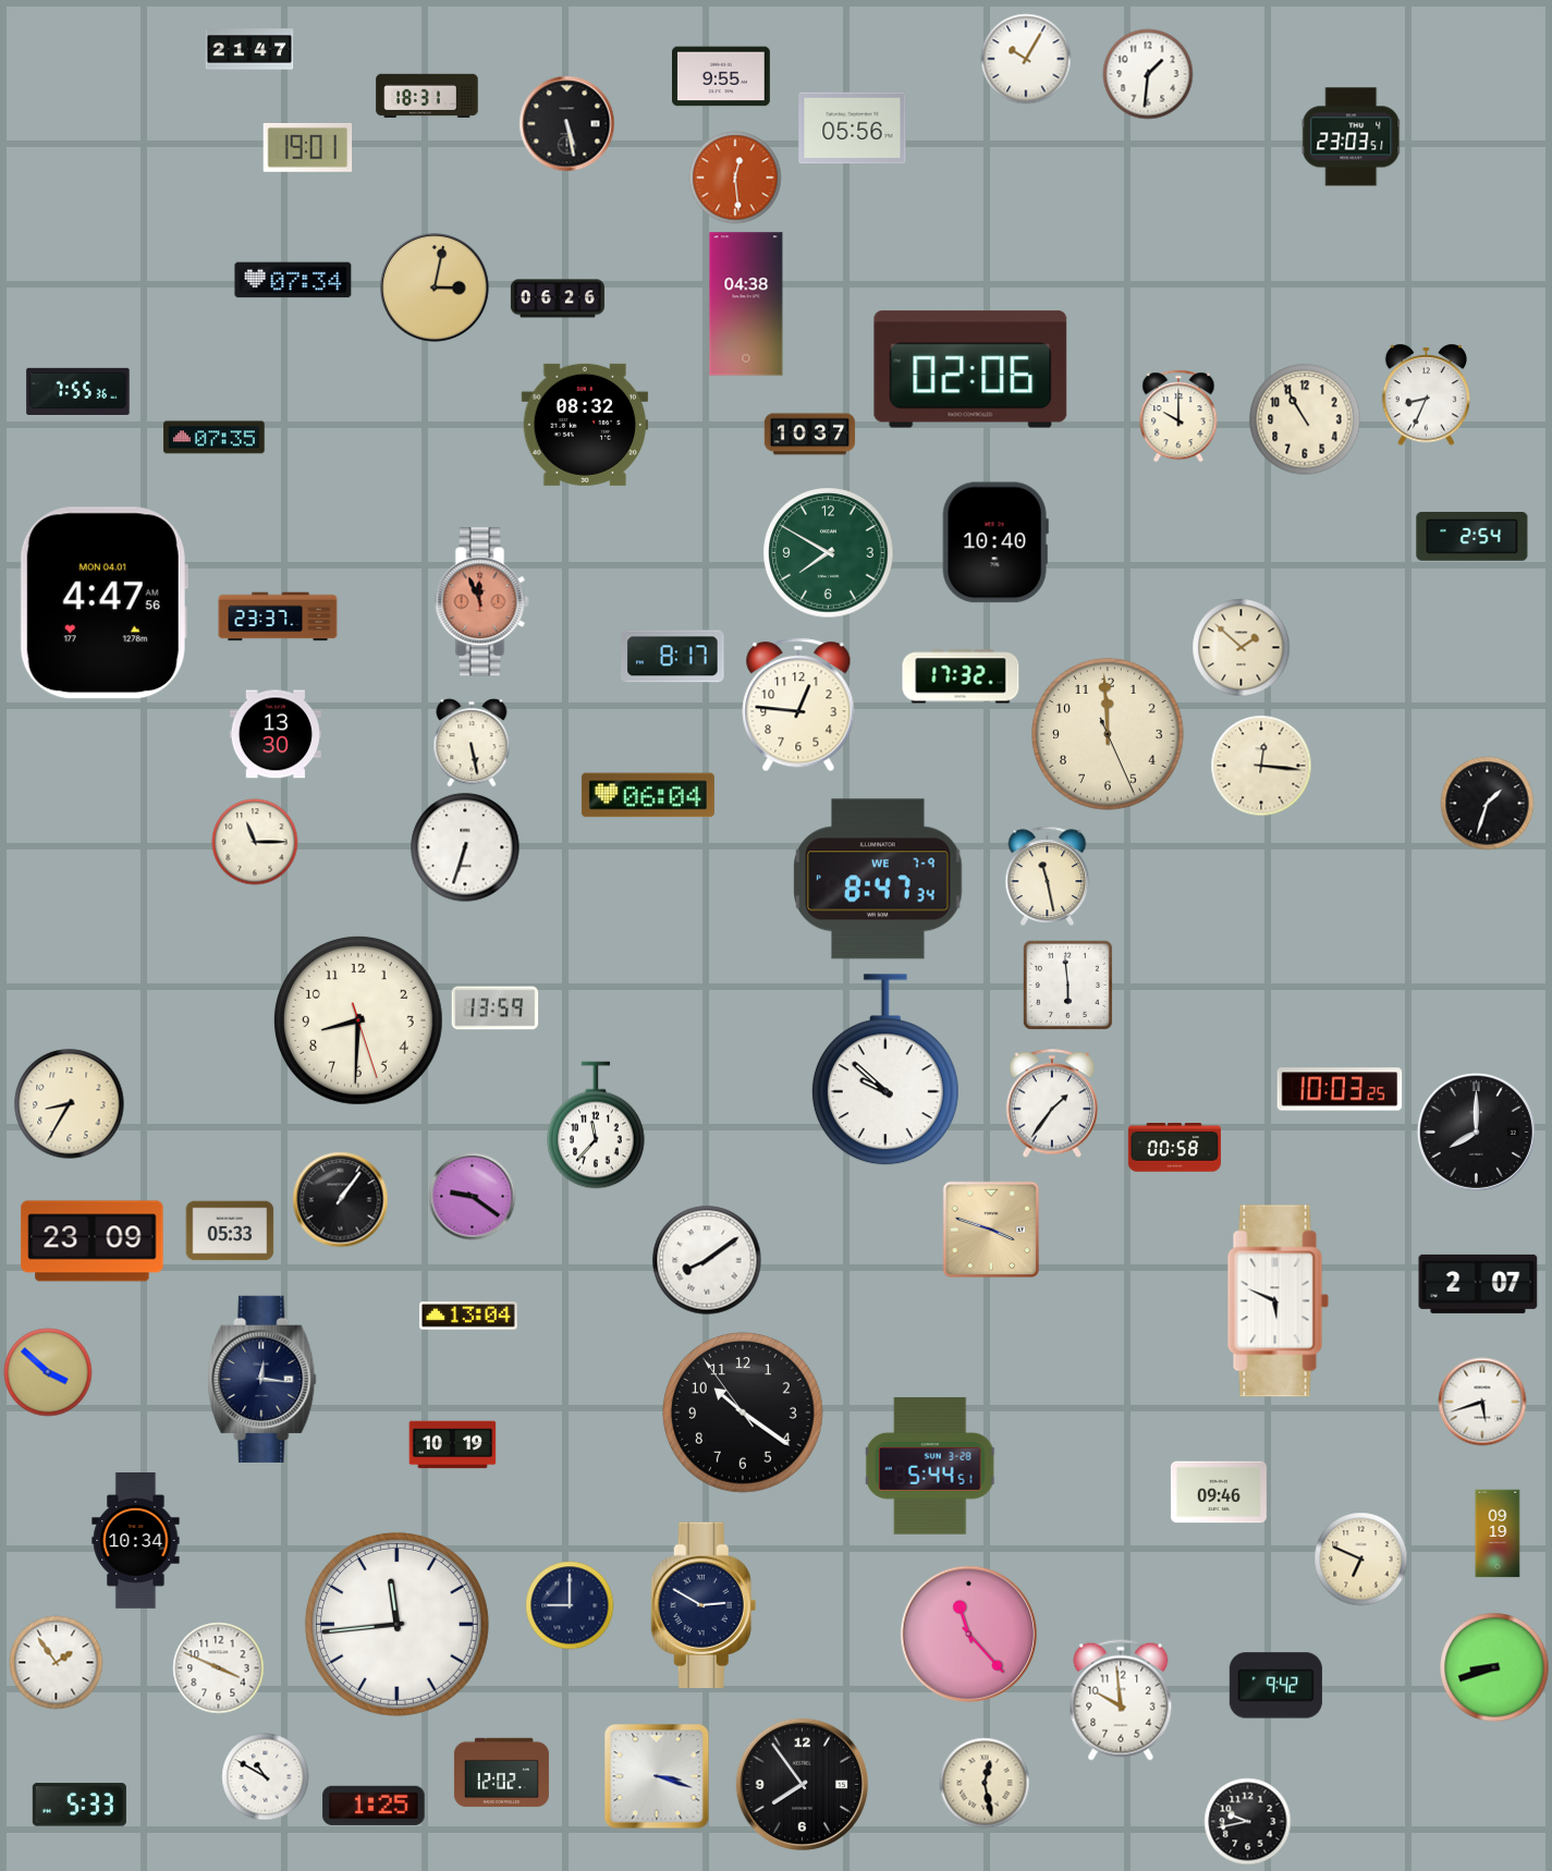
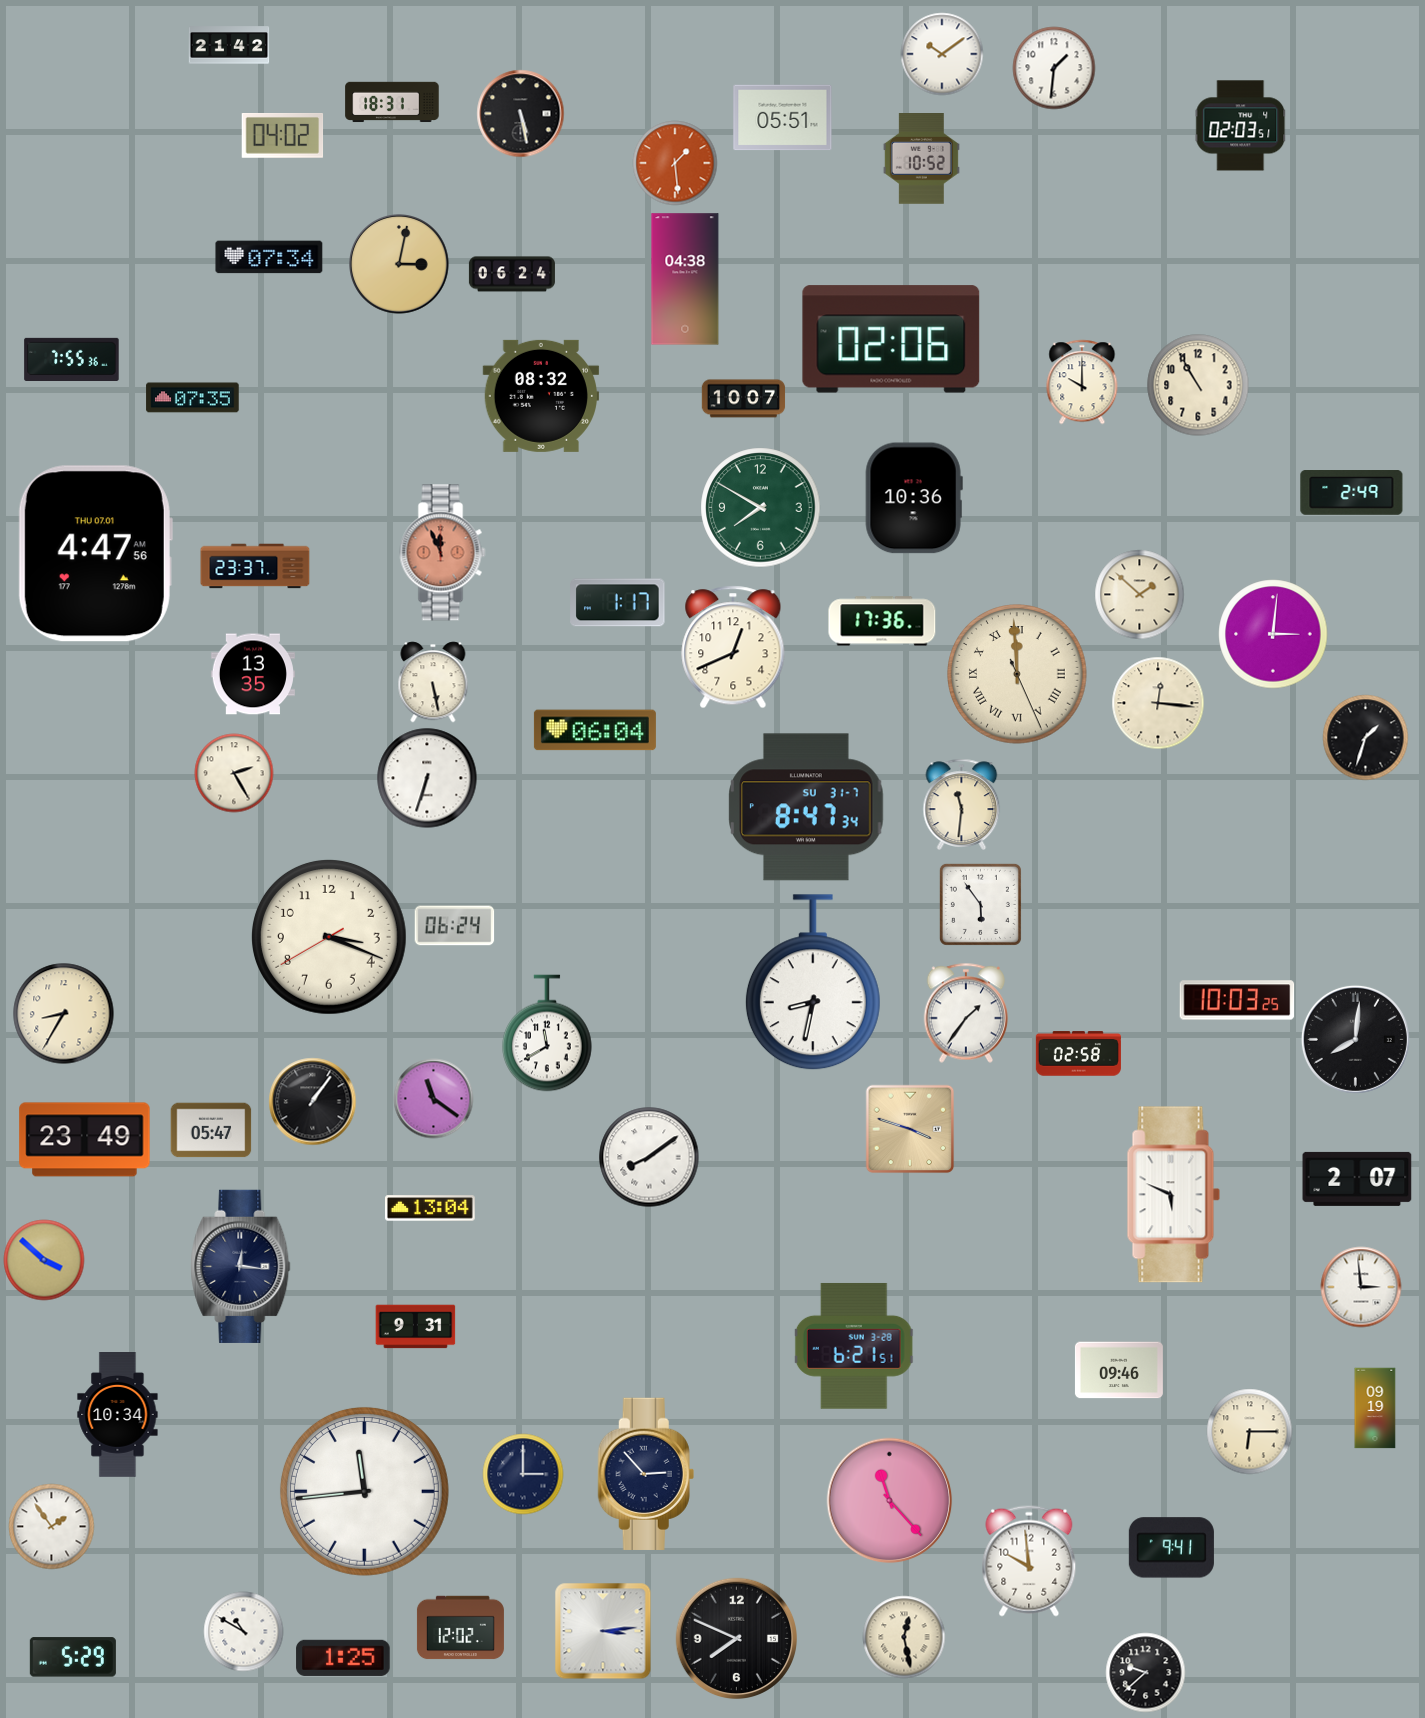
clock at (249, 49): 21:47 -> 21:42
clock at (1026, 59): 10:05 -> 10:09
clock at (722, 76): 9:55 -> none
clock at (427, 96) position: (427, 96) -> (392, 102)
clock at (853, 129): 05:56 -> 05:51
clock at (1352, 137): 23:03 -> 02:03
clock at (308, 148): 19:01 -> 04:02
clock at (921, 159): none -> 10:52
clock at (735, 178): 12:29 -> 1:29
clock at (558, 298): 06:26 -> 06:24
clock at (1426, 395): 8:34 -> none
clock at (585, 425) position: (585, 425) -> (541, 396)
clock at (810, 435): 10:37 -> 10:07
clock at (215, 438) position: (215, 438) -> (193, 398)
clock at (1472, 537): 2:54 -> 2:49
clock at (995, 542): 10:40 -> 10:36
clock at (103, 603) date: MON 04.01 -> THU 07.01
clock at (673, 657): 8:17 -> 1:17
clock at (961, 676): 17:32 -> 17:36
clock at (1273, 634): none -> 3:01
clock at (798, 705): 12:46 -> 12:41
clock at (276, 734): 13:30 -> 13:35
clock at (1108, 734) numerals: Arabic -> Roman
clock at (255, 842): 11:15 -> 2:25
clock at (1048, 876): 11:28 -> 11:31
clock at (878, 879) date: WE 7-9 -> SU 31-7
clock at (1067, 985): 5:59 -> 5:54
clock at (496, 1008): 13:59 -> 06:24
clock at (358, 1020): 8:30 -> 3:18
clock at (885, 1071): 9:52 -> 8:32
clock at (1340, 1089) position: (1340, 1089) -> (1237, 1000)
clock at (596, 1125): 11:37 -> 11:40
clock at (1476, 1132): 8:00 -> 8:01
clock at (1174, 1148): 00:58 -> 02:58
clock at (473, 1197): 9:21 -> 11:21
clock at (230, 1231): 05:33 -> 05:47
clock at (93, 1242): 23:09 -> 23:49
clock at (1482, 1402): 5:42 -> 2:59
clock at (744, 1414): 10:20 -> none
clock at (453, 1445): 10:19 -> 9:31
clock at (930, 1466): 5:44 -> 6:21
clock at (136, 1541) position: (136, 1541) -> (118, 1415)
clock at (1361, 1560): 6:49 -> 6:15
clock at (570, 1605): 9:00 -> 3:00
clock at (704, 1605): 2:50 -> 2:53
clock at (1494, 1667): 8:42 -> none
clock at (219, 1668): 3:49 -> none
clock at (1275, 1686): 9:42 -> 9:41
clock at (657, 1776): 3:18 -> 3:14
clock at (802, 1784): 7:54 -> 7:49
clock at (80, 1805): 5:33 -> 5:29
clock at (1248, 1822): 9:43 -> 9:38
